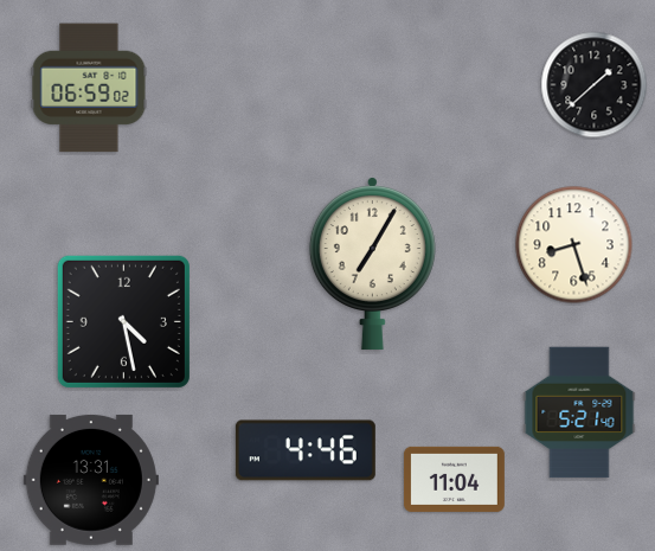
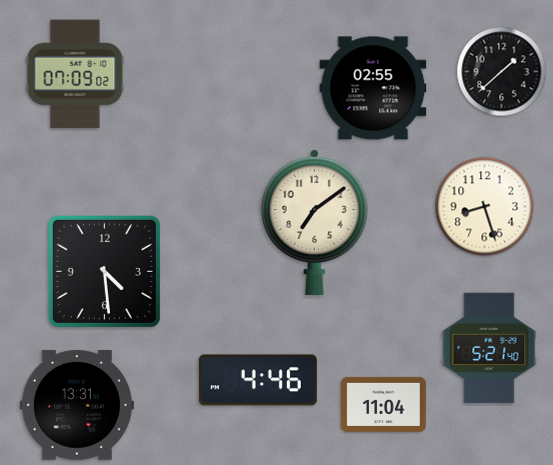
clock at (89, 88): 06:59 -> 07:09
clock at (373, 88): none -> 02:55
clock at (372, 264): 7:05 -> 7:09
clock at (123, 321): 4:28 -> 4:29
